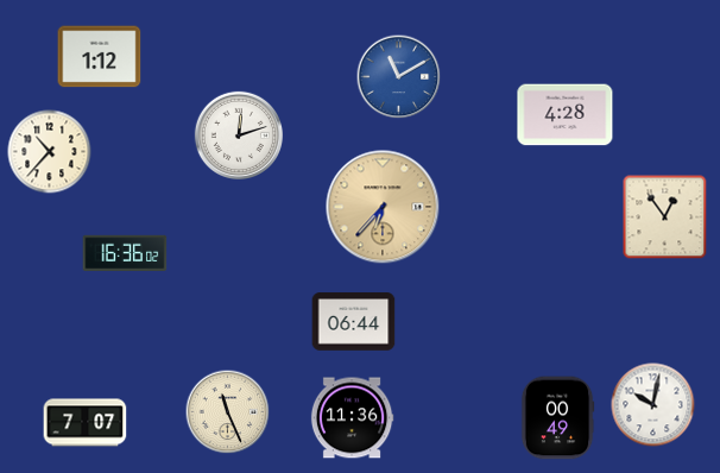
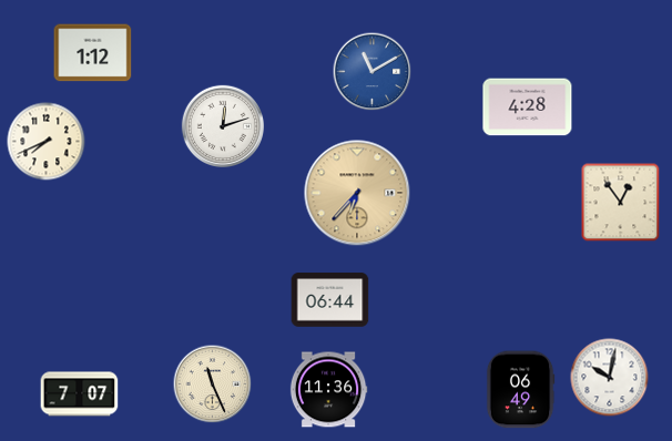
clock at (50, 152): 10:37 -> 7:41
clock at (125, 253): 16:36 -> none
clock at (557, 418): 00:49 -> 06:49
